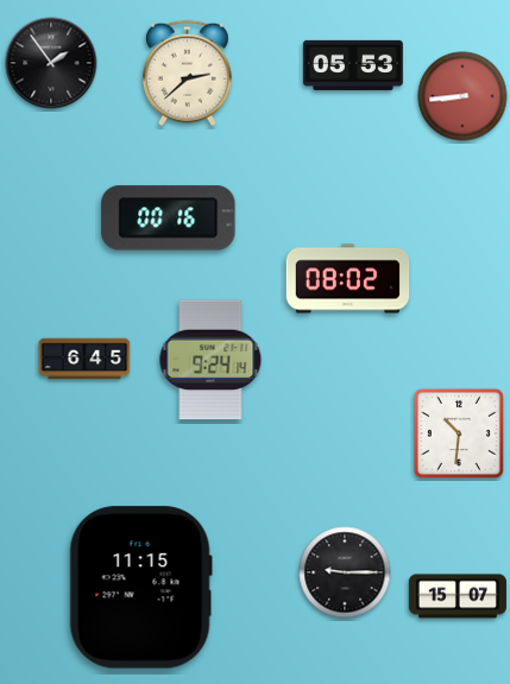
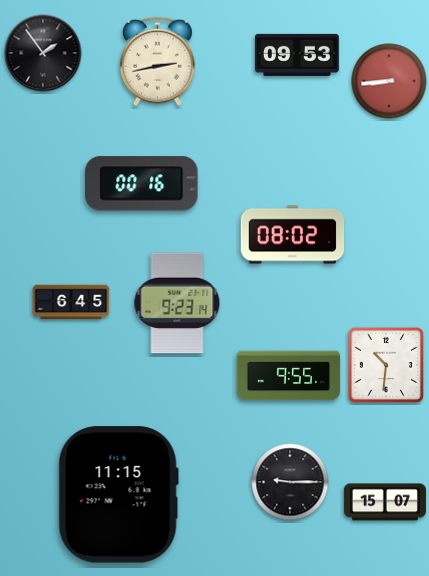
clock at (353, 65): 05:53 -> 09:53
clock at (188, 74): 2:38 -> 2:43
clock at (210, 360): 9:24 -> 9:23
clock at (289, 376): none -> 9:55
